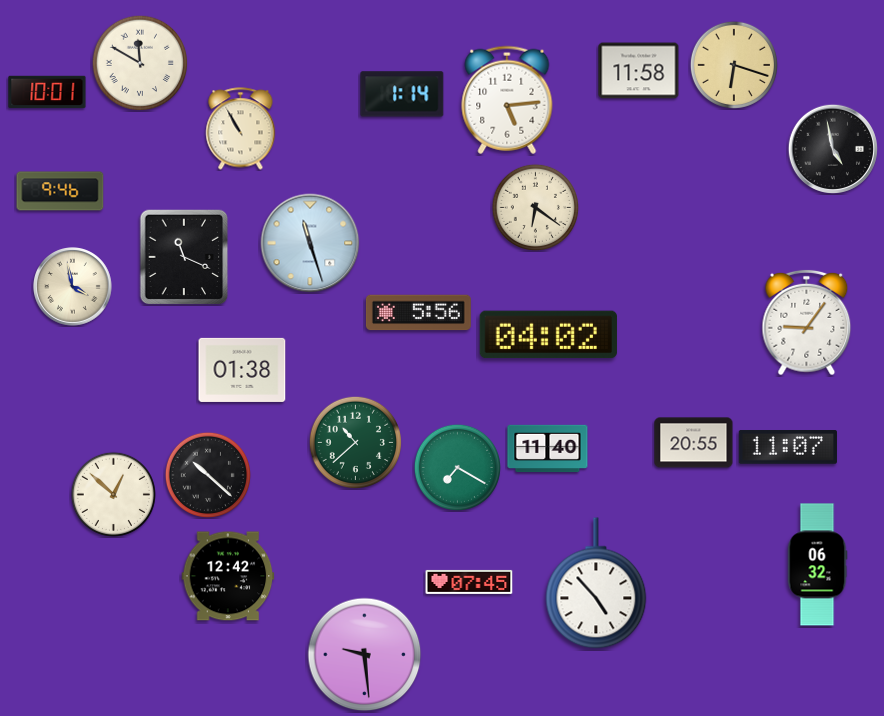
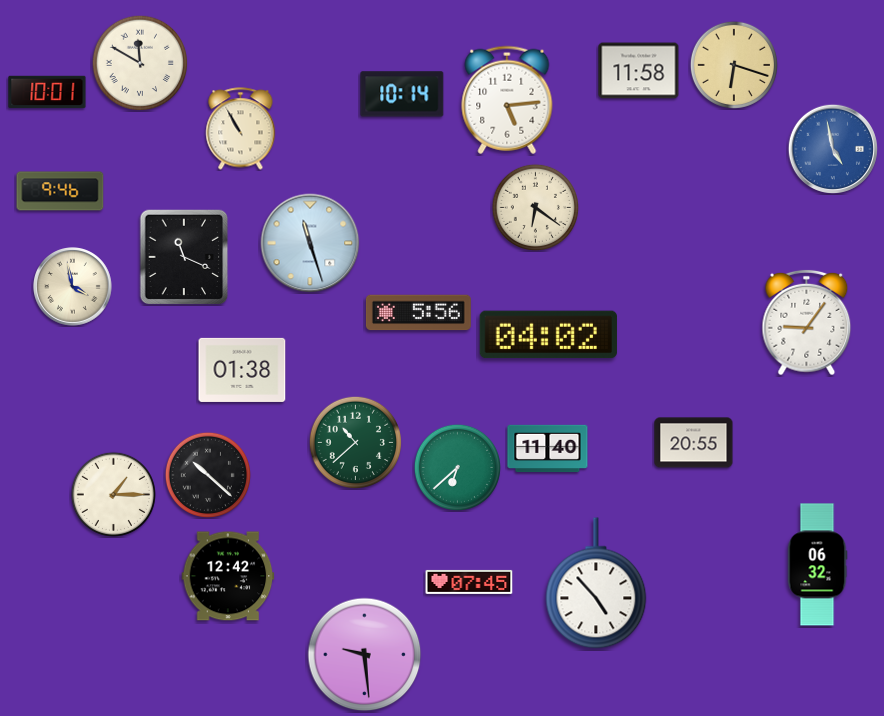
clock at (402, 94): 1:14 -> 10:14
clock at (832, 148) dial: black -> blue
clock at (788, 448): 11:07 -> none
clock at (457, 467): 7:20 -> 6:38
clock at (113, 494): 12:52 -> 1:15
